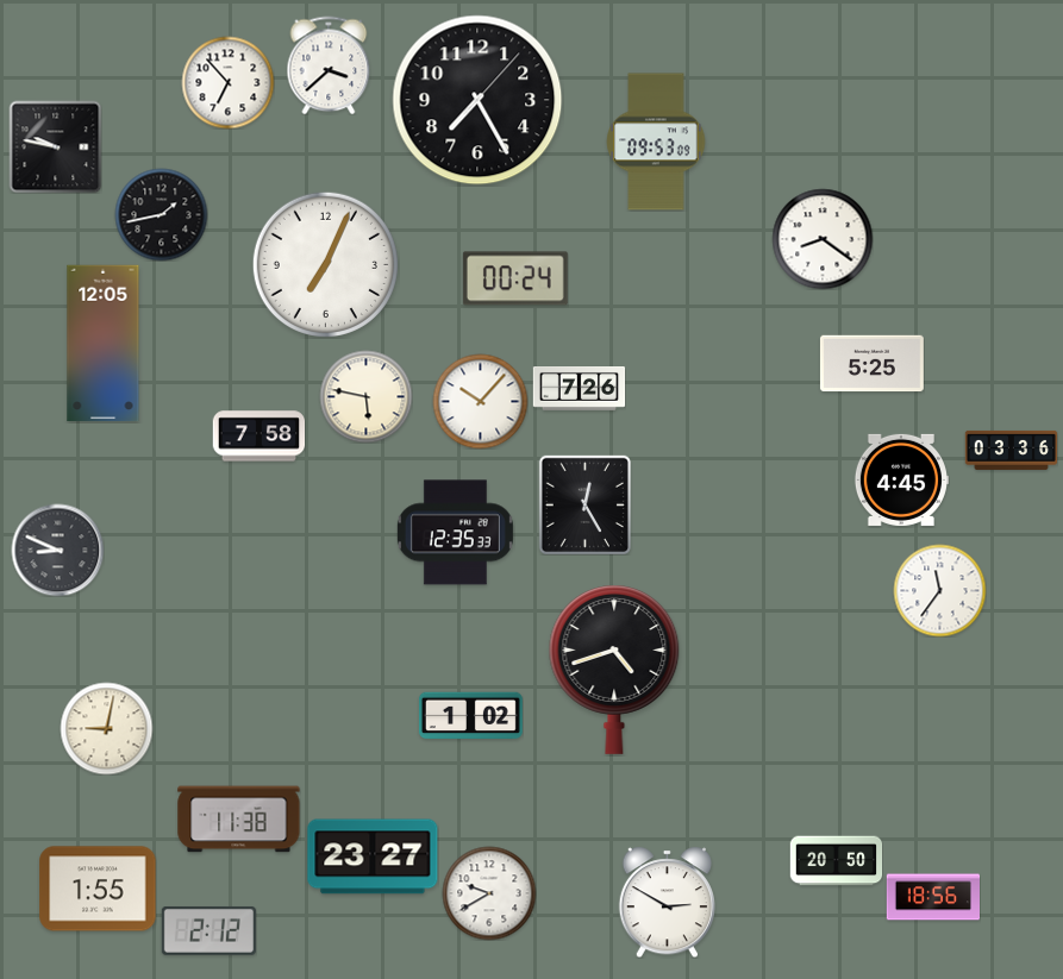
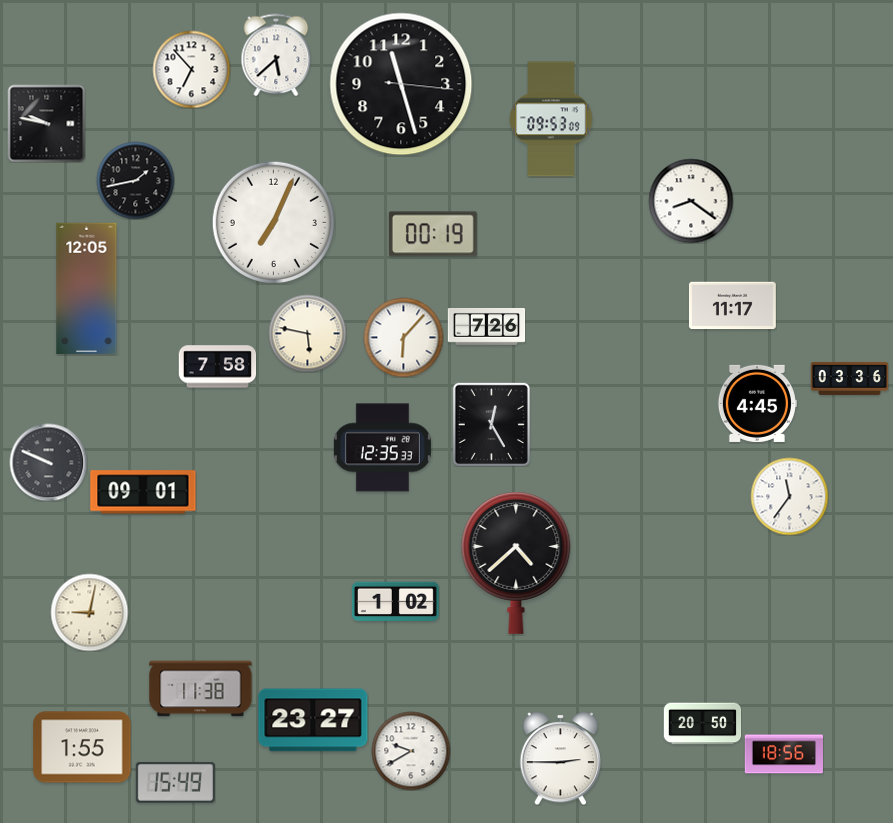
clock at (329, 65): 3:38 -> 5:38
clock at (477, 100): 7:25 -> 11:27
clock at (515, 278): 00:24 -> 00:19
clock at (871, 364): 5:25 -> 11:17
clock at (480, 401): 10:07 -> 6:07
clock at (57, 550): 8:49 -> 9:49
clock at (143, 492): none -> 09:01
clock at (614, 670): 4:42 -> 4:38
clock at (667, 902): 2:50 -> 2:45
clock at (208, 931): 2:12 -> 15:49
